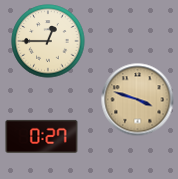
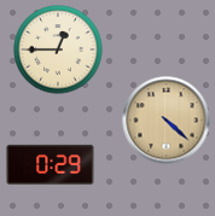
clock at (138, 100): 3:48 -> 4:22
clock at (42, 136): 0:27 -> 0:29
